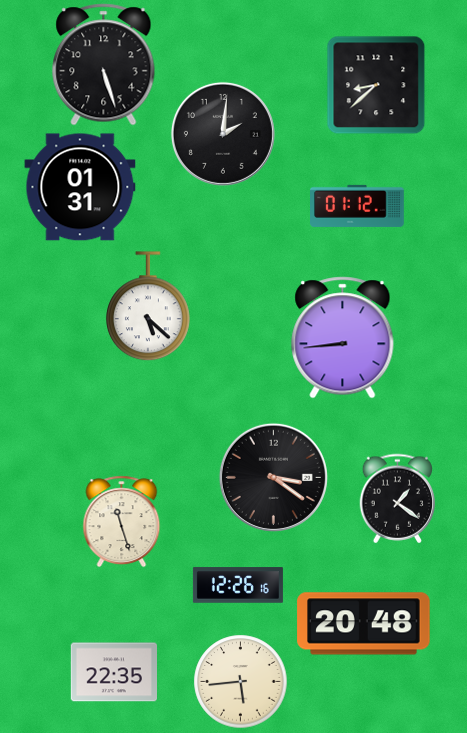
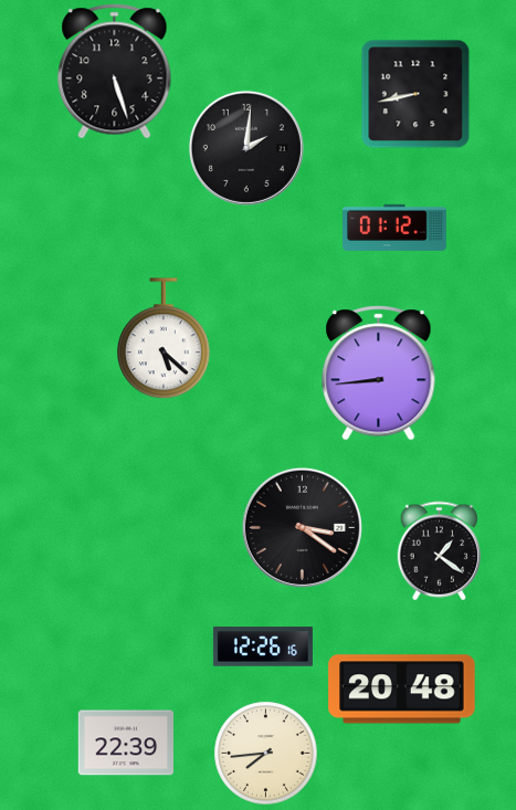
clock at (376, 85): 8:38 -> 8:43
clock at (80, 187): 01:31 -> none
clock at (122, 522): 11:27 -> none
clock at (113, 672): 22:35 -> 22:39
clock at (241, 682): 5:44 -> 7:44
